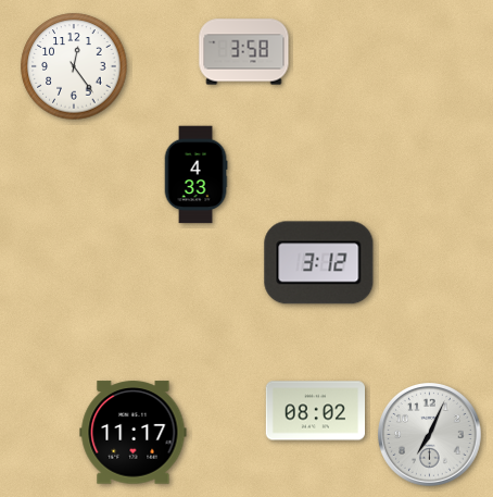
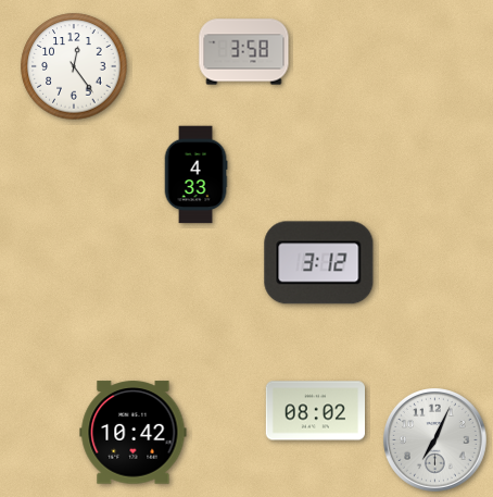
clock at (134, 433): 11:17 -> 10:42
clock at (430, 435) position: (430, 435) -> (435, 440)
